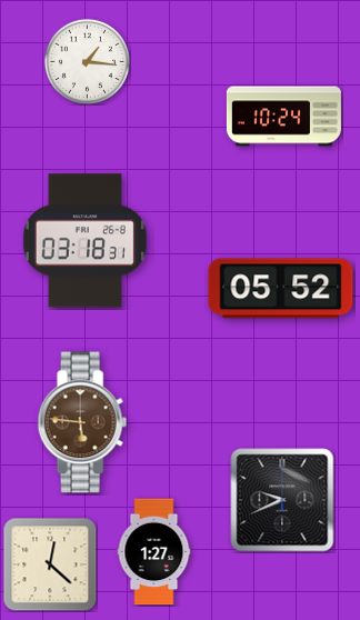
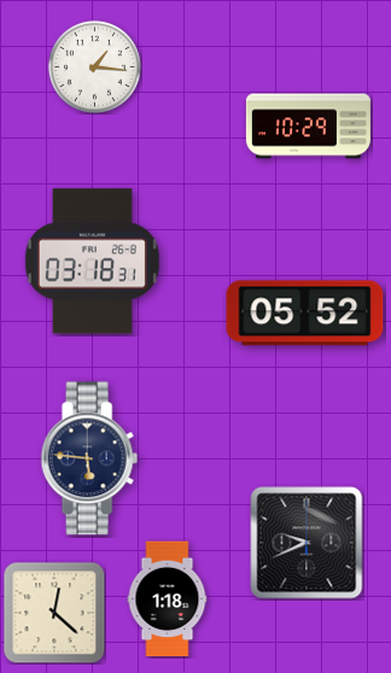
clock at (283, 117): 10:24 -> 10:29
clock at (82, 422) dial: brown -> navy
clock at (154, 552): 1:27 -> 1:18
